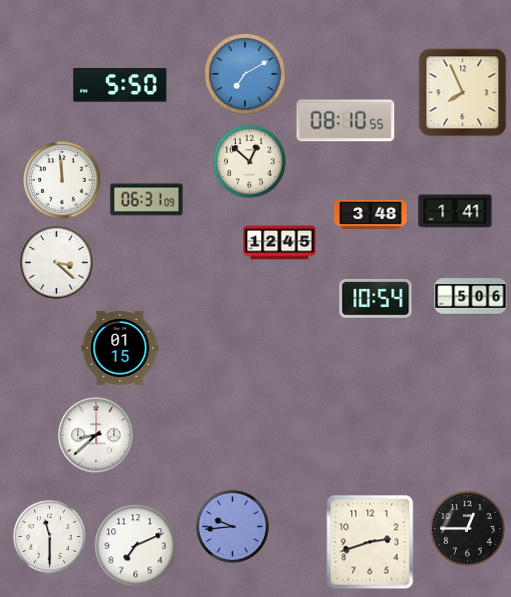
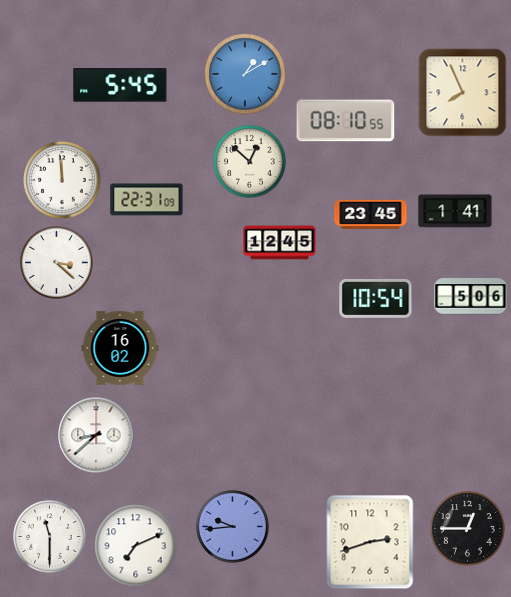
clock at (245, 74): 7:10 -> 1:10
clock at (120, 85): 5:50 -> 5:45
clock at (147, 200): 06:31 -> 22:31
clock at (371, 215): 3:48 -> 23:45
clock at (120, 348): 01:15 -> 16:02
